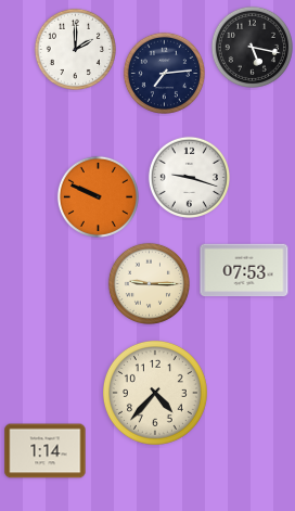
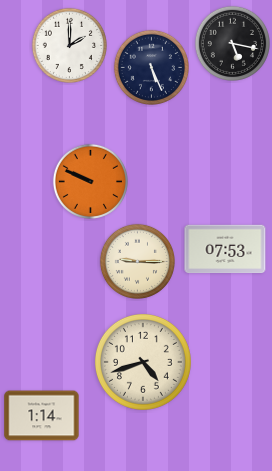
clock at (164, 73): 7:14 -> 5:26
clock at (189, 177): 9:18 -> none
clock at (155, 393): 4:37 -> 4:42
